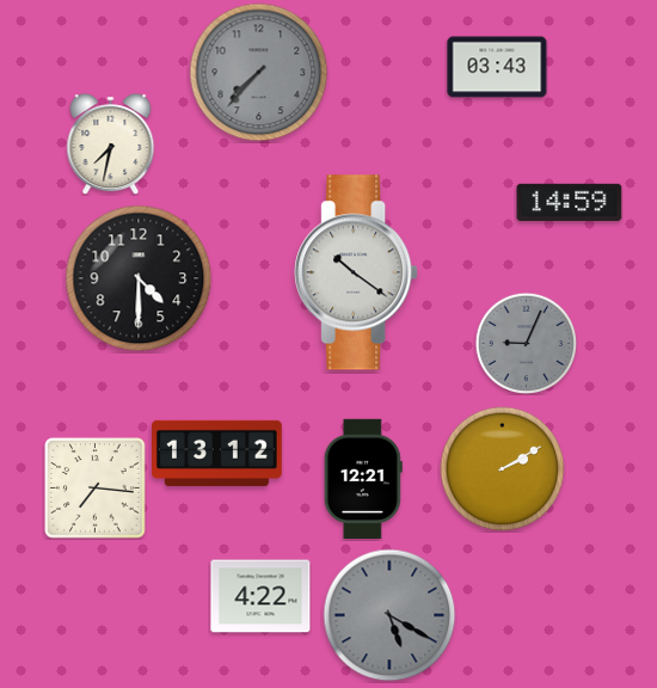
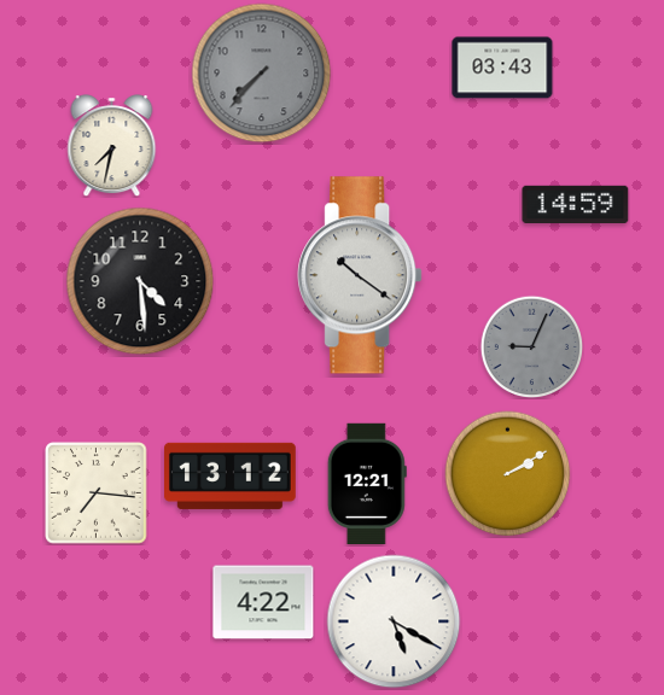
clock at (139, 278): 4:30 -> 4:29
clock at (217, 453) position: (217, 453) -> (231, 475)
clock at (389, 615) dial: grey -> white
